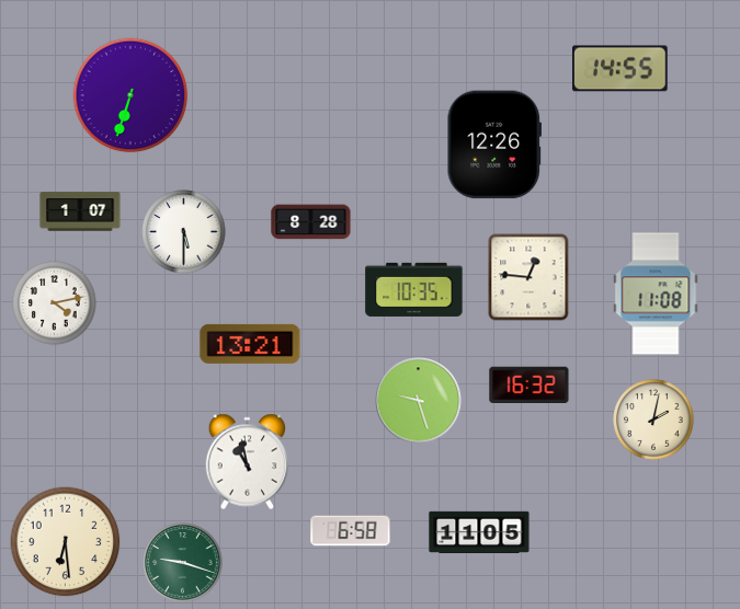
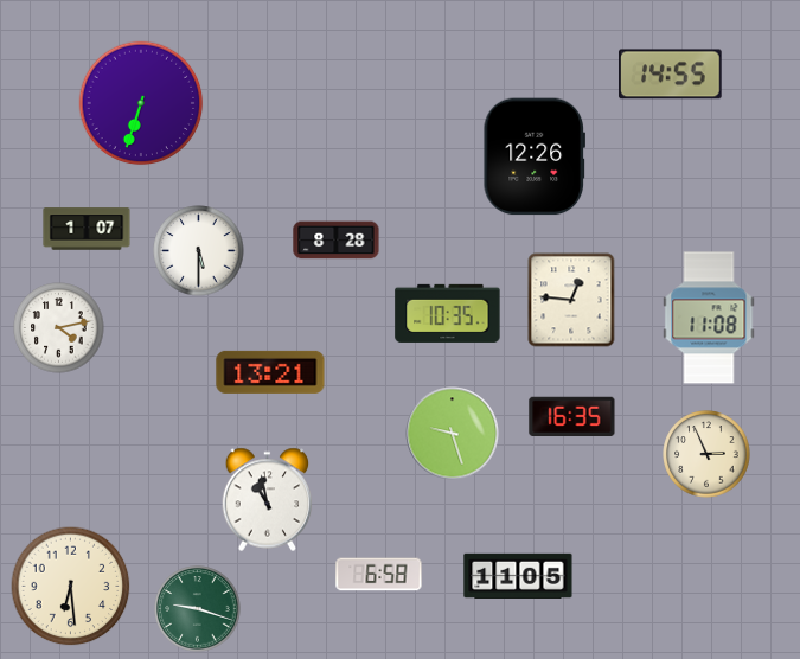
clock at (530, 384): 16:32 -> 16:35
clock at (653, 420): 2:02 -> 2:56
